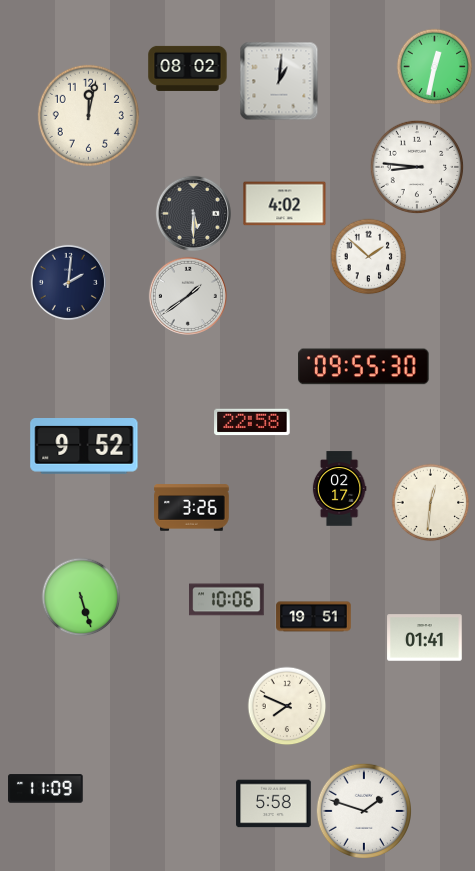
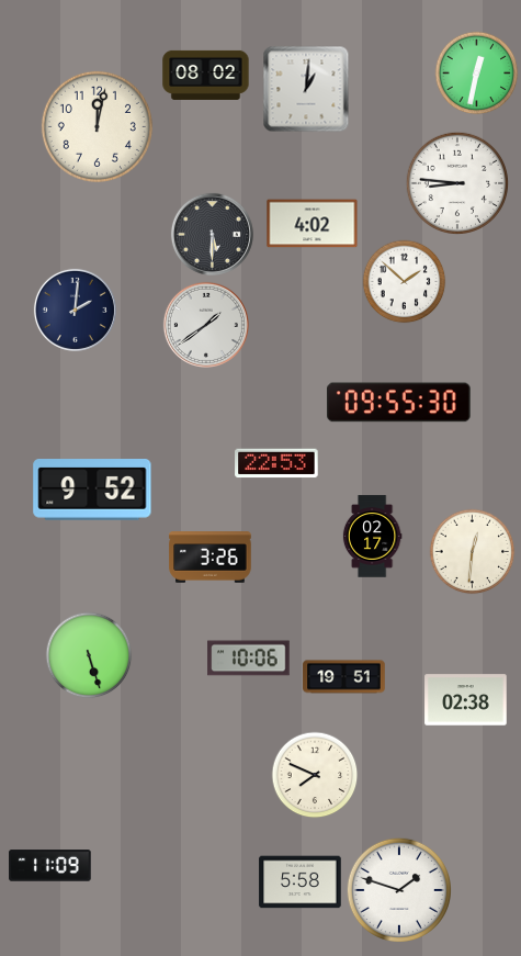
clock at (252, 422): 22:58 -> 22:53
clock at (425, 638): 01:41 -> 02:38
